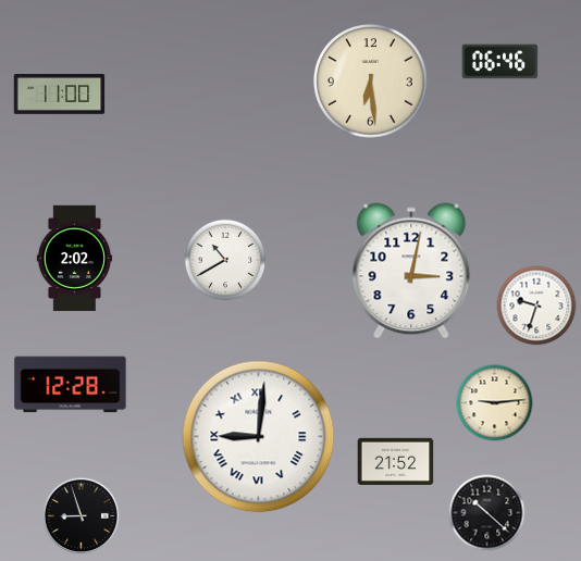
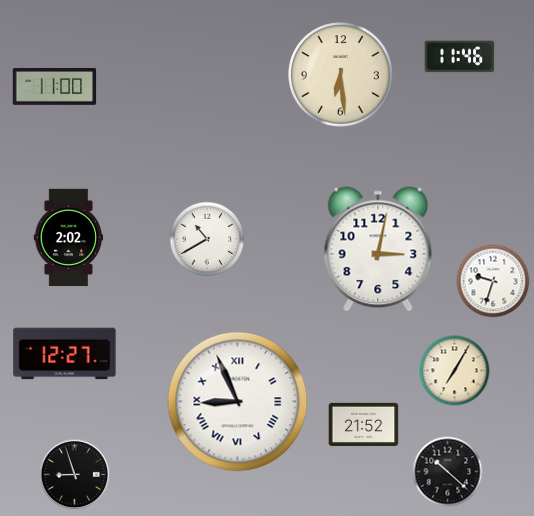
clock at (500, 62): 06:46 -> 11:46
clock at (71, 385): 12:28 -> 12:27
clock at (495, 403): 9:14 -> 7:05
clock at (259, 437): 9:01 -> 8:56
